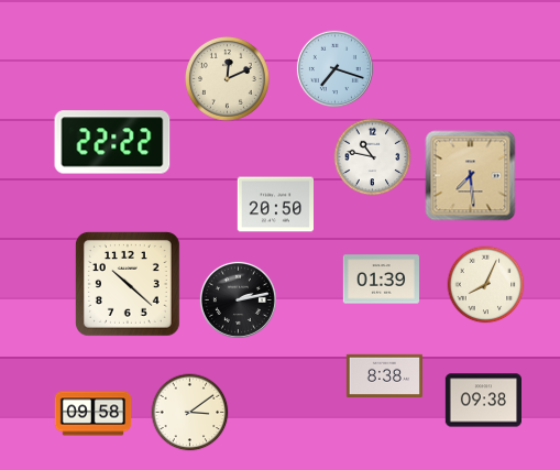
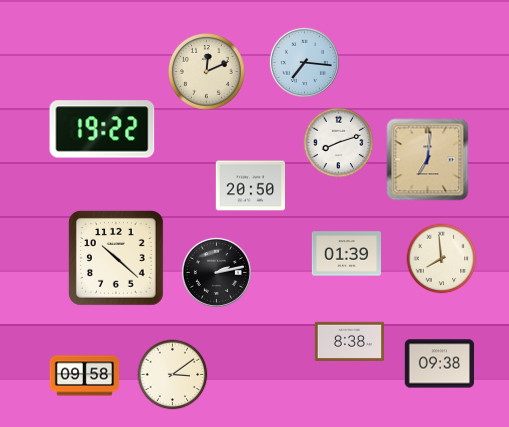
clock at (334, 68): 7:18 -> 7:16
clock at (112, 142): 22:22 -> 19:22
clock at (373, 157): 10:47 -> 8:12
clock at (471, 176): 7:29 -> 7:01
clock at (486, 285): 8:04 -> 7:59
